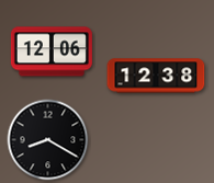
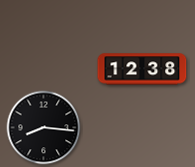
clock at (52, 52): 12:06 -> none
clock at (48, 140): 8:20 -> 8:16
